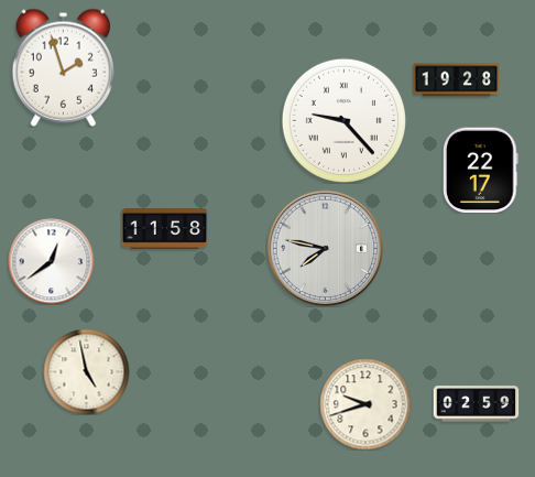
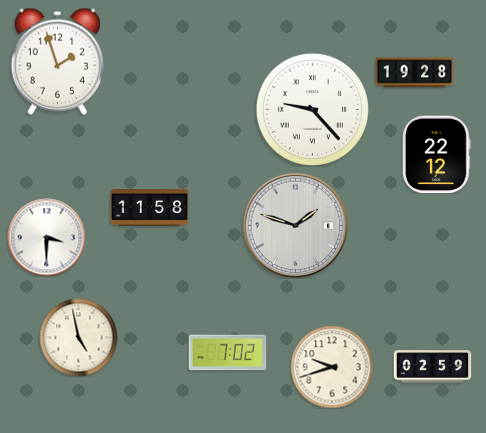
clock at (481, 170): 22:17 -> 22:12
clock at (325, 248): 7:47 -> 1:48
clock at (51, 261): 12:39 -> 3:30
clock at (227, 353): none -> 7:02
